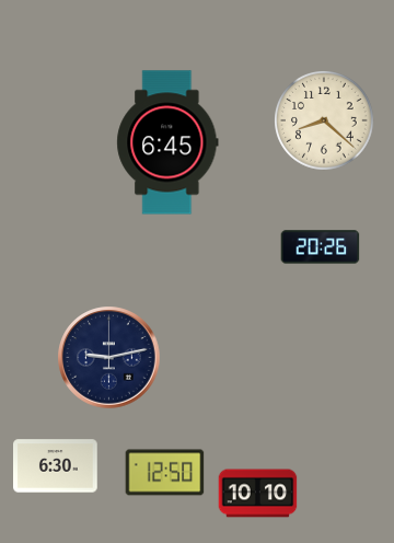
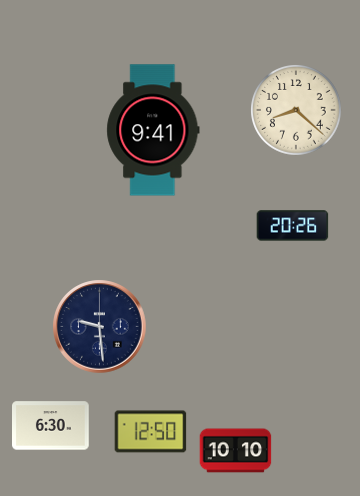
clock at (167, 142): 6:45 -> 9:41
clock at (109, 358): 9:13 -> 9:29
